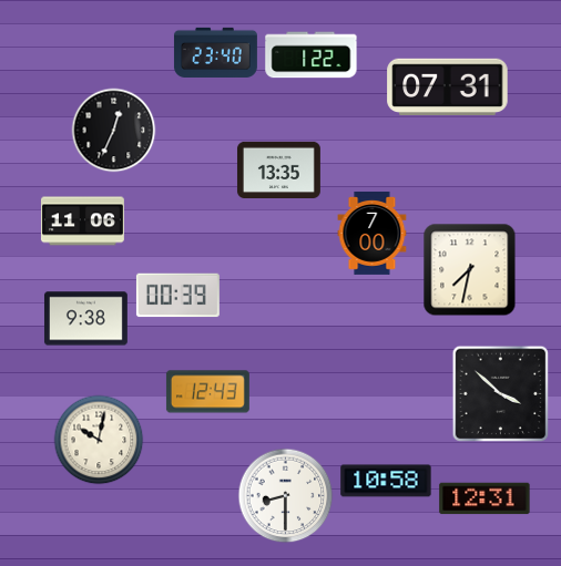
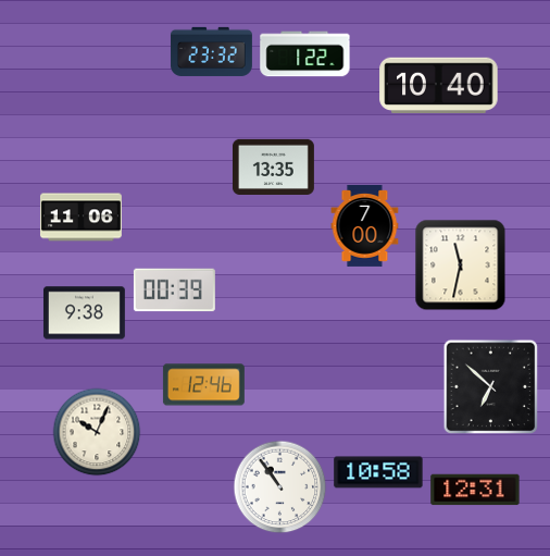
clock at (216, 52): 23:40 -> 23:32
clock at (448, 88): 07:31 -> 10:40
clock at (114, 131): 12:34 -> none
clock at (373, 233) position: (373, 233) -> (365, 225)
clock at (470, 270): 7:32 -> 11:32
clock at (207, 392): 12:43 -> 12:46
clock at (501, 394): 3:52 -> 6:52
clock at (99, 440): 10:02 -> 10:04
clock at (286, 496): 8:30 -> 10:54
